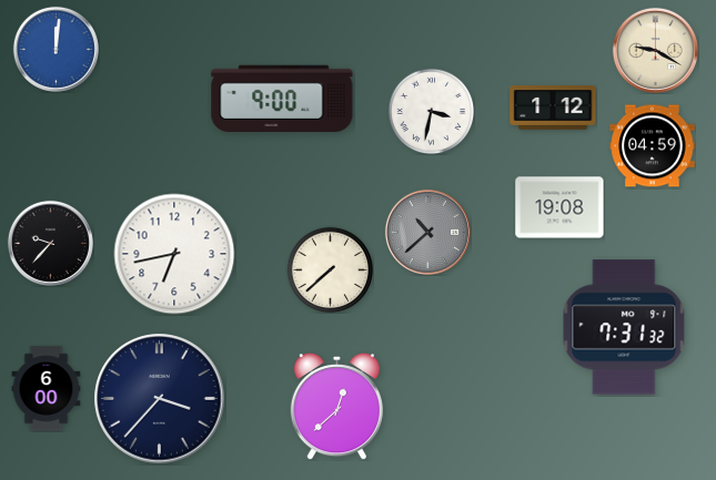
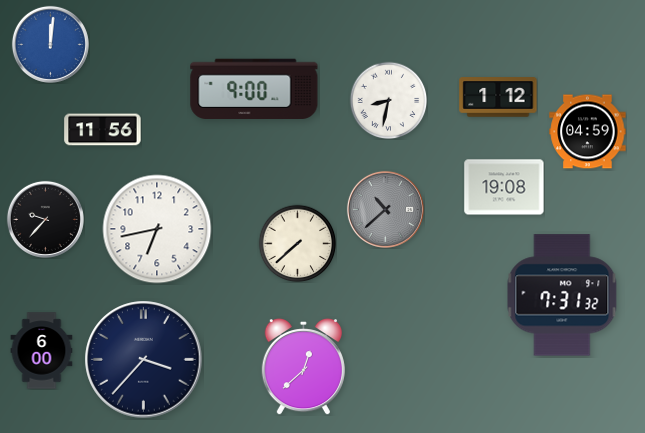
clock at (655, 50): 9:20 -> none
clock at (431, 111): 3:32 -> 8:32
clock at (103, 130): none -> 11:56
